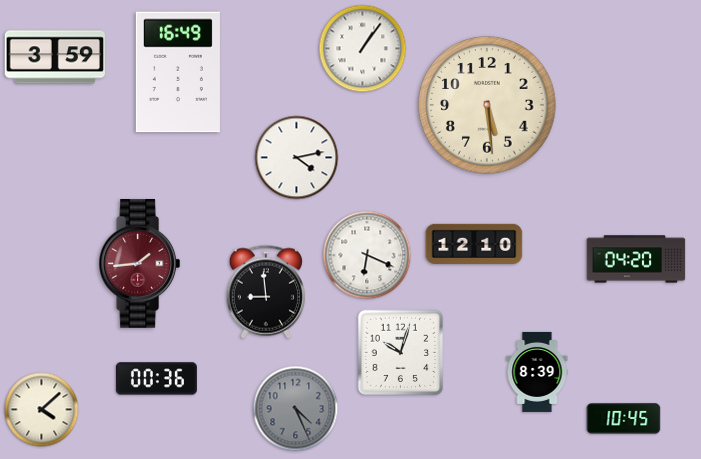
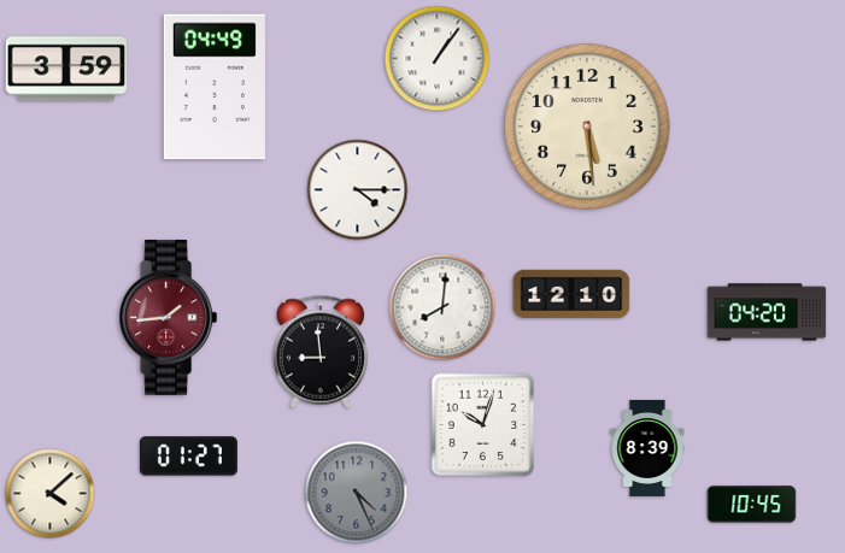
clock at (178, 72): 16:49 -> 04:49
clock at (297, 158): 4:13 -> 4:15
clock at (367, 255): 6:19 -> 8:01
clock at (156, 379): 00:36 -> 01:27
